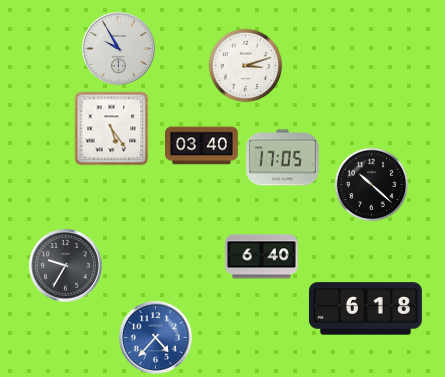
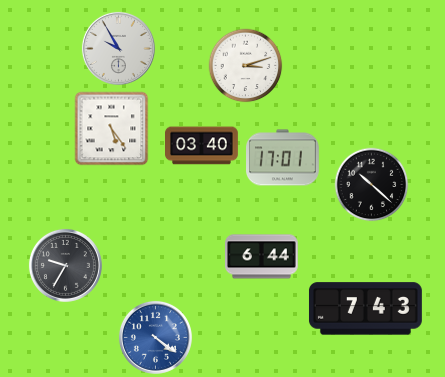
clock at (283, 158): 17:05 -> 17:01
clock at (262, 257): 6:40 -> 6:44
clock at (365, 309): 6:18 -> 7:43
clock at (155, 337): 4:37 -> 4:21
